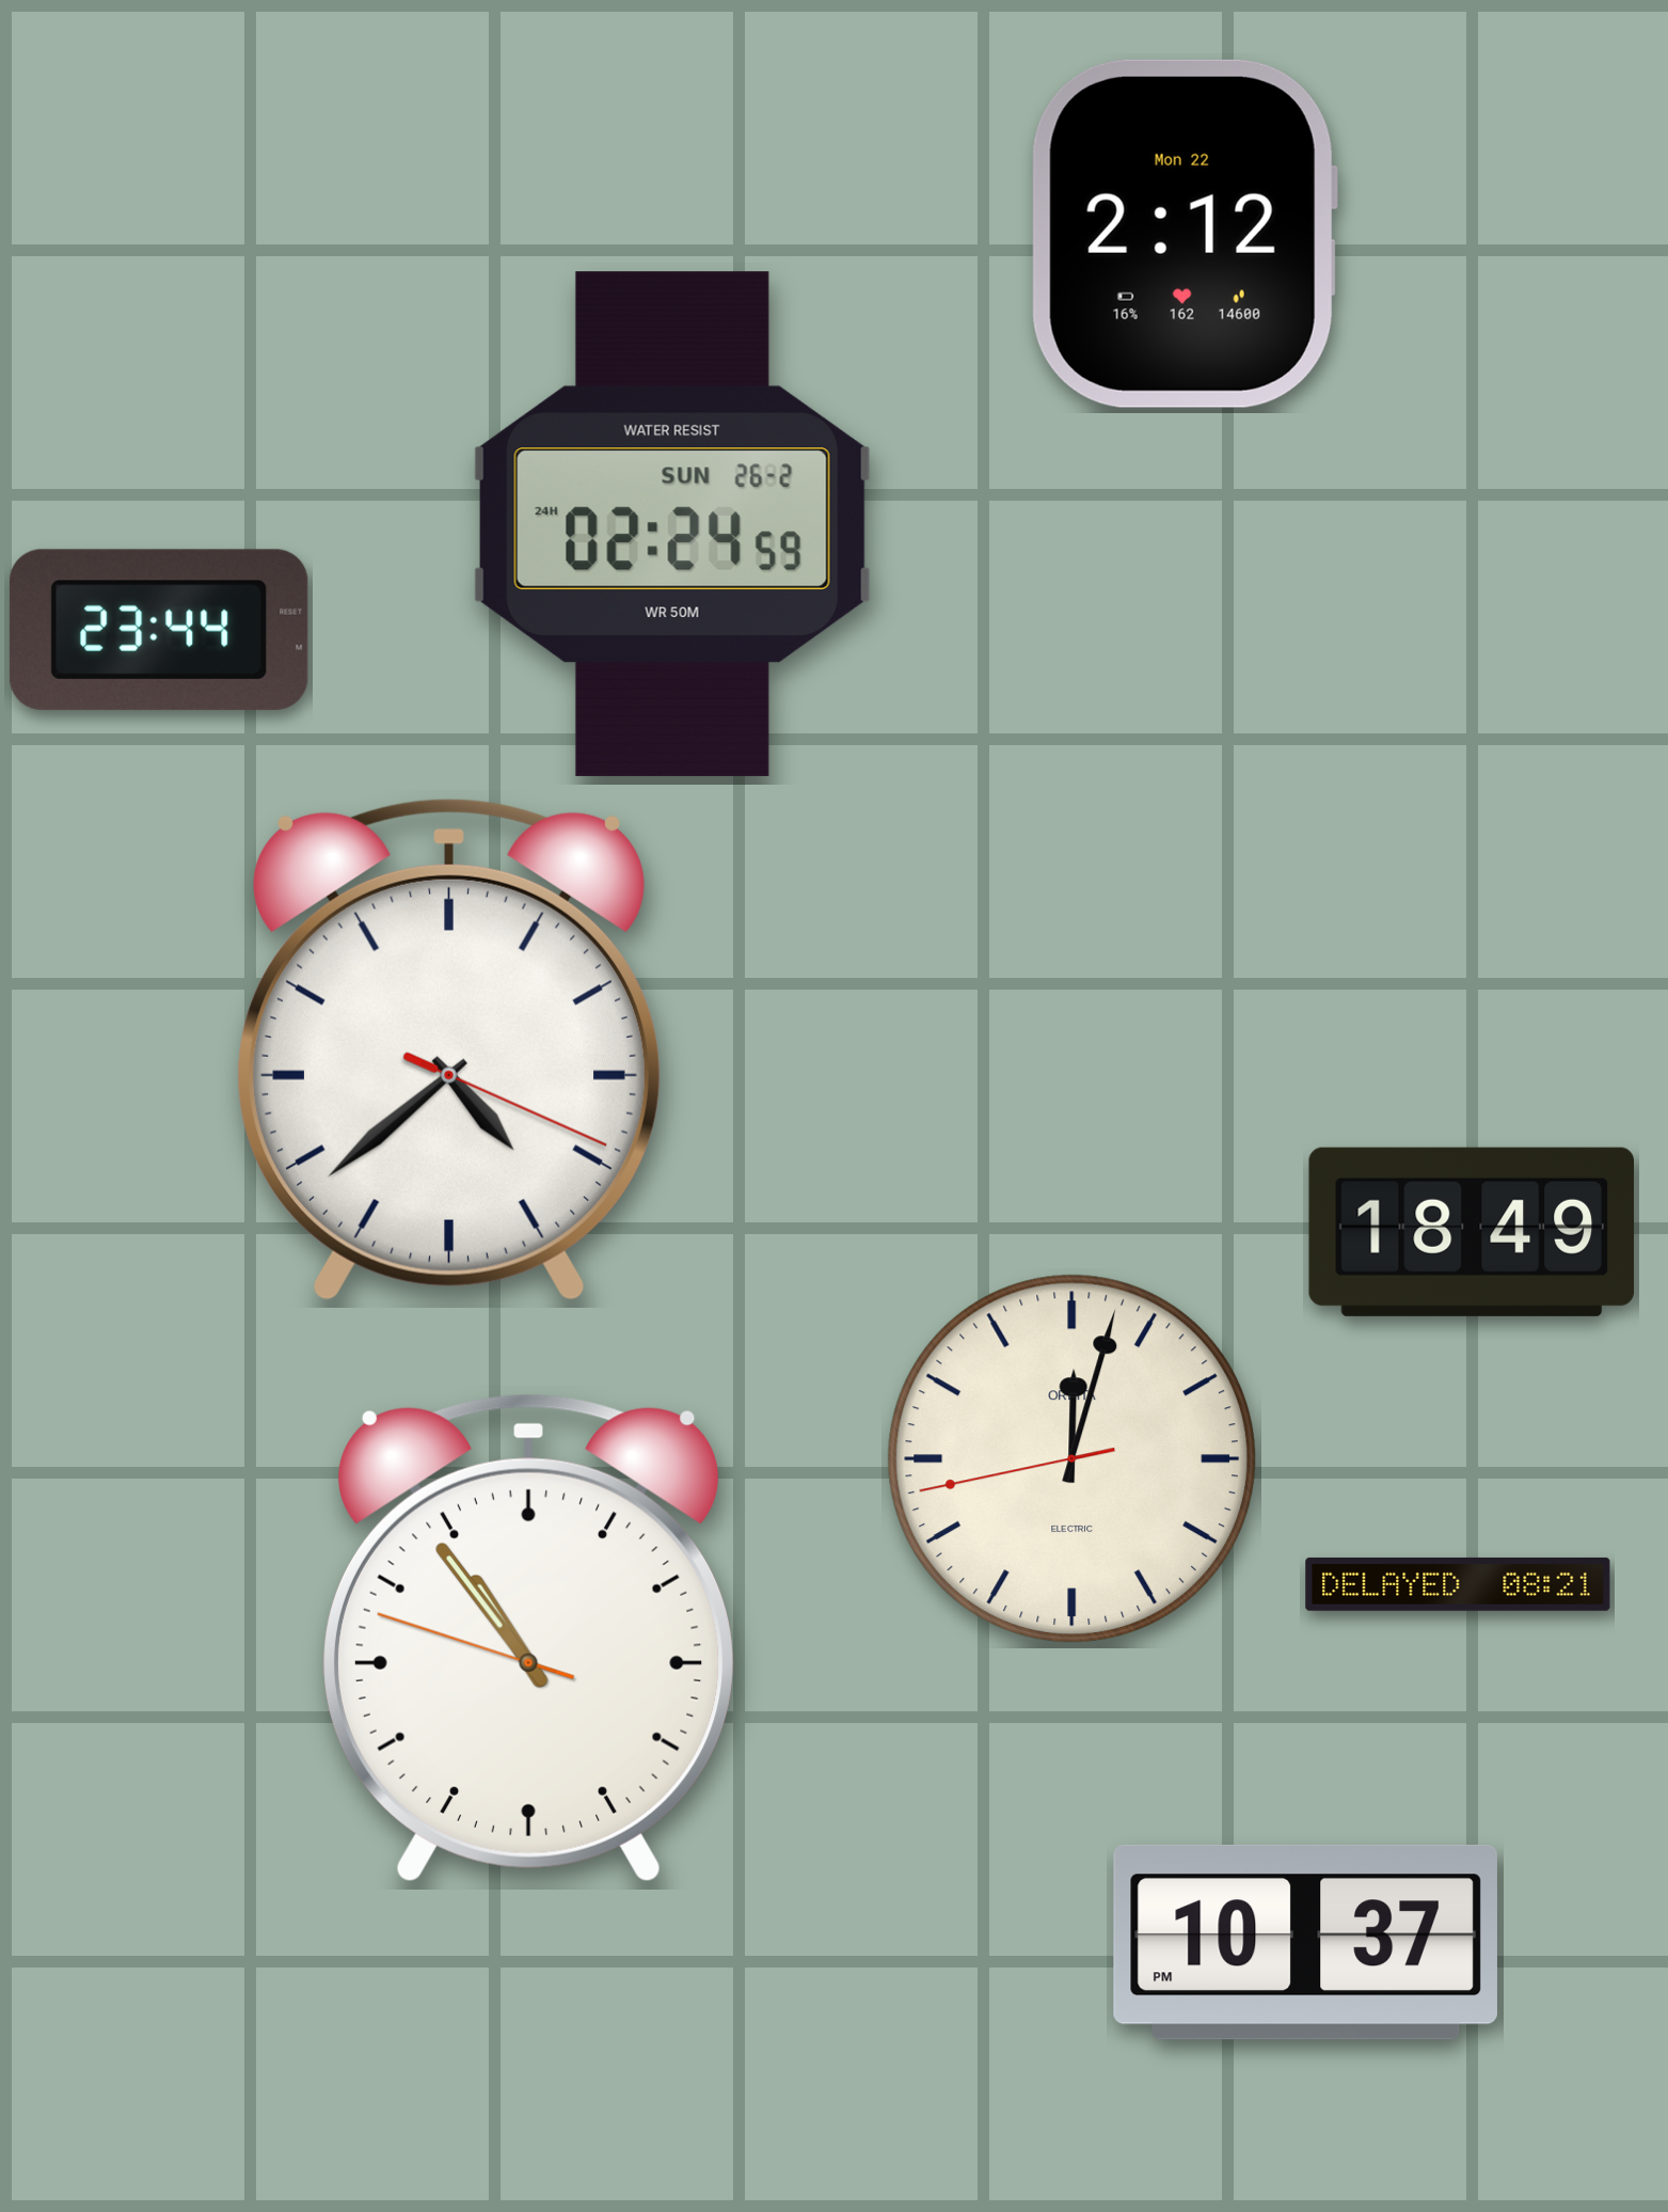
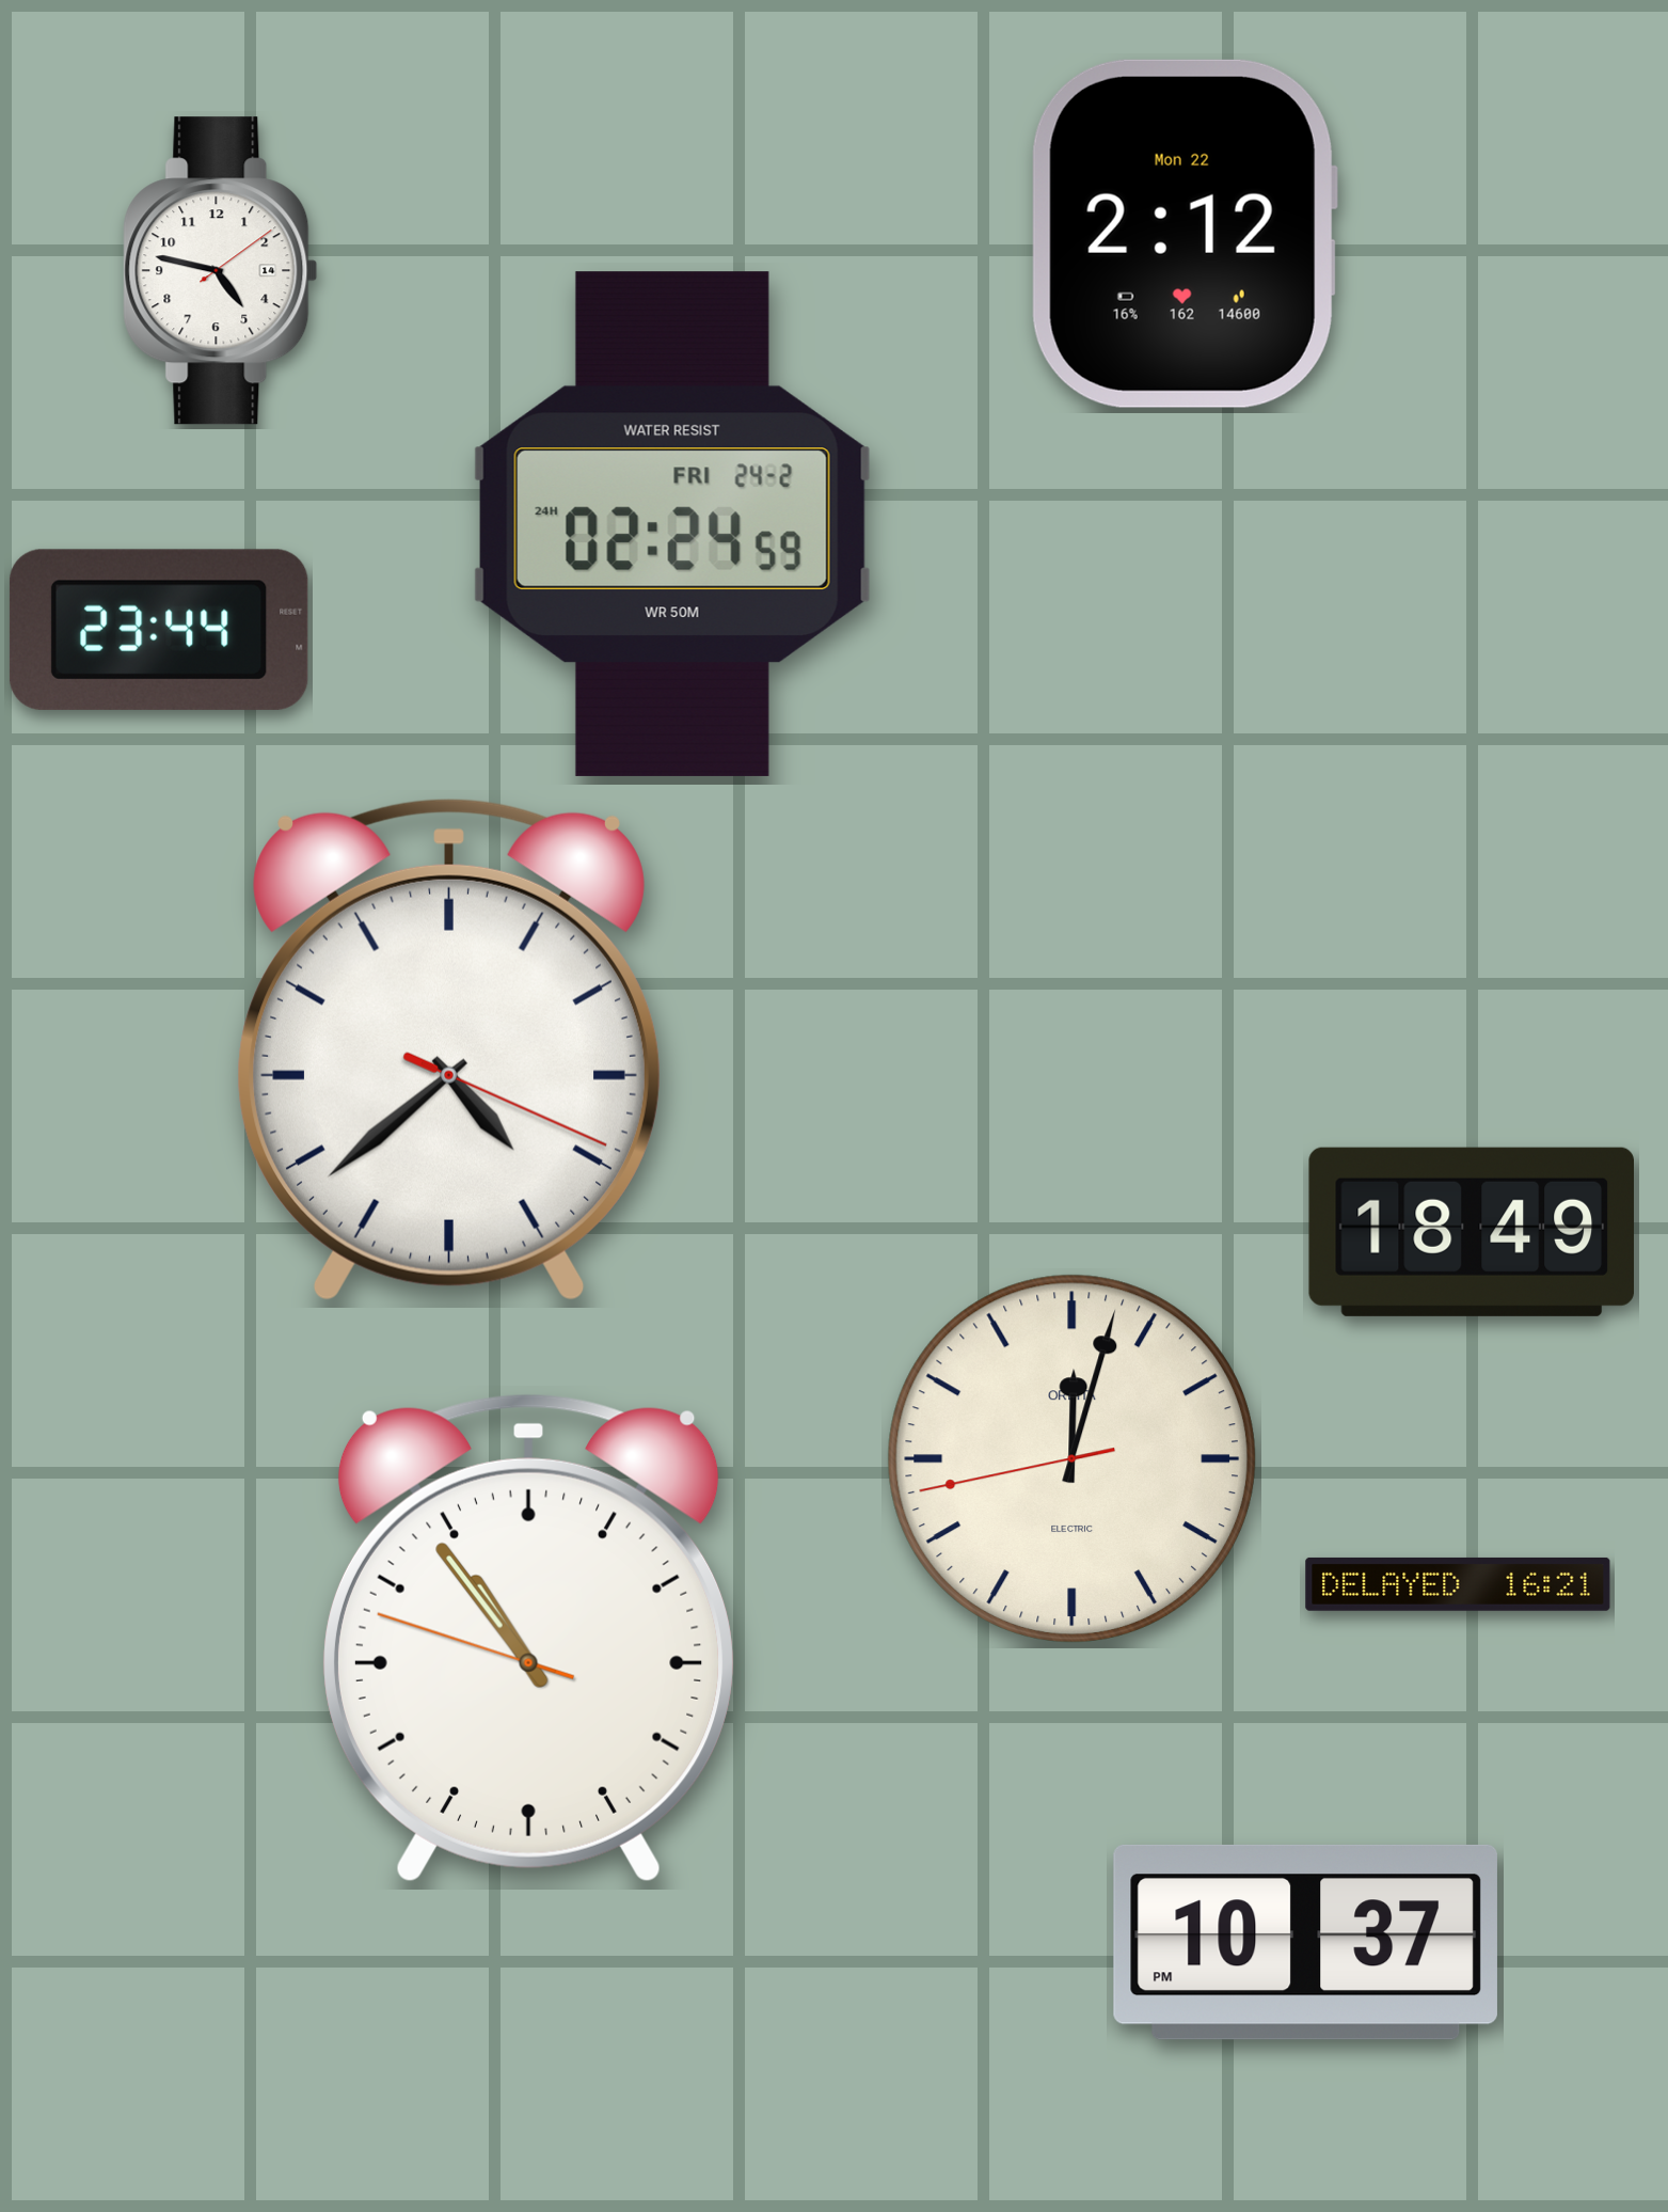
clock at (221, 271): none -> 4:47
clock at (672, 524) date: SUN 26-2 -> FRI 24-2
clock at (1458, 1584): 08:21 -> 16:21
